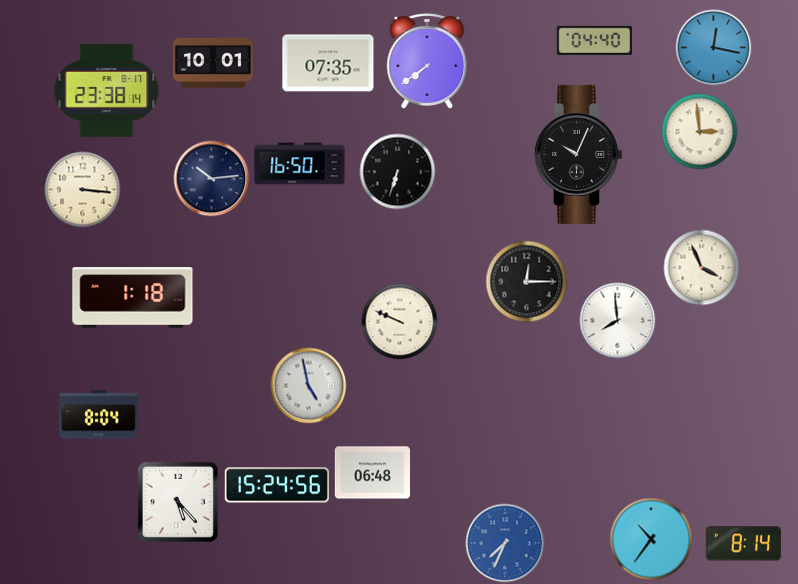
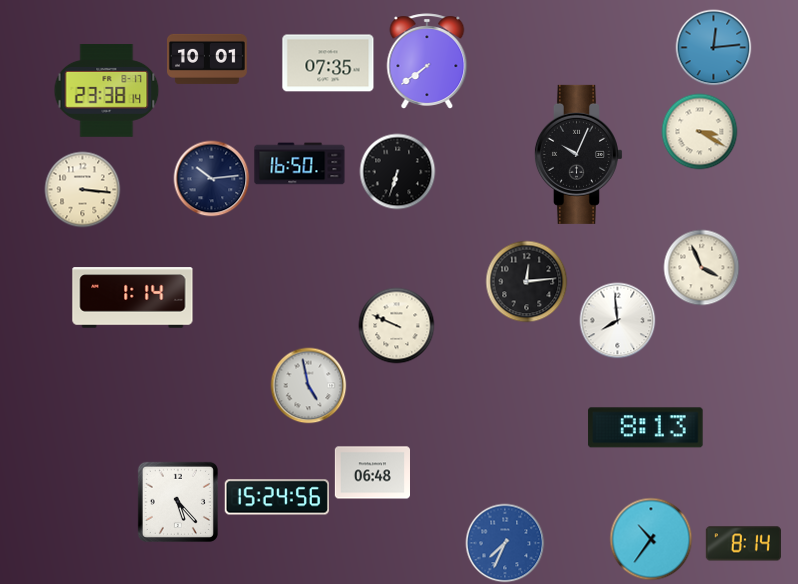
clock at (594, 40): 04:40 -> none
clock at (714, 48): 12:17 -> 12:14
clock at (214, 63) position: (214, 63) -> (208, 59)
clock at (700, 132): 2:59 -> 3:20
clock at (527, 282): 12:15 -> 12:14
clock at (133, 298): 1:18 -> 1:14
clock at (400, 322) position: (400, 322) -> (397, 326)
clock at (98, 415): 8:04 -> none
clock at (646, 428): none -> 8:13
clock at (277, 485) position: (277, 485) -> (277, 497)
